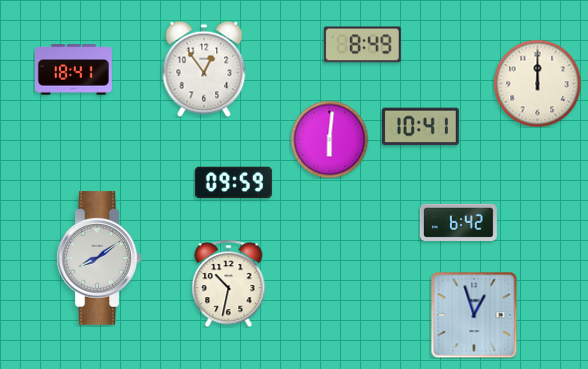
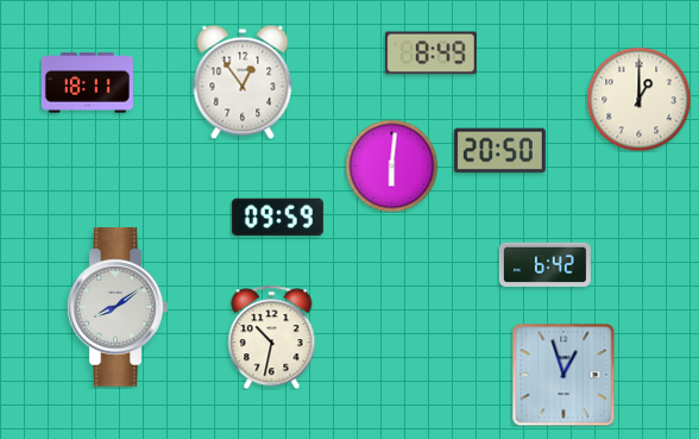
clock at (73, 70): 18:41 -> 18:11
clock at (537, 83): 12:00 -> 1:00
clock at (420, 127): 10:41 -> 20:50
